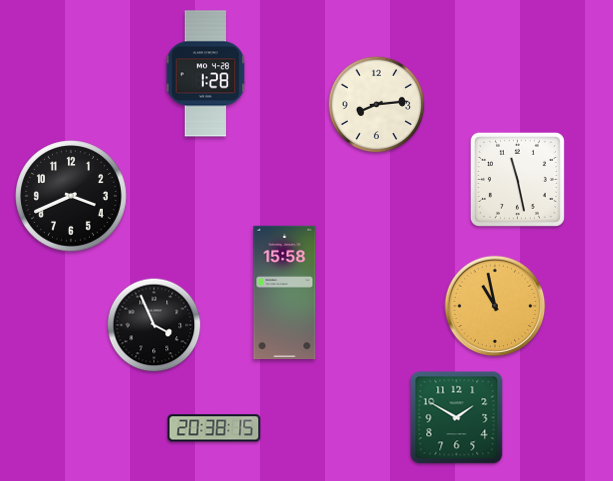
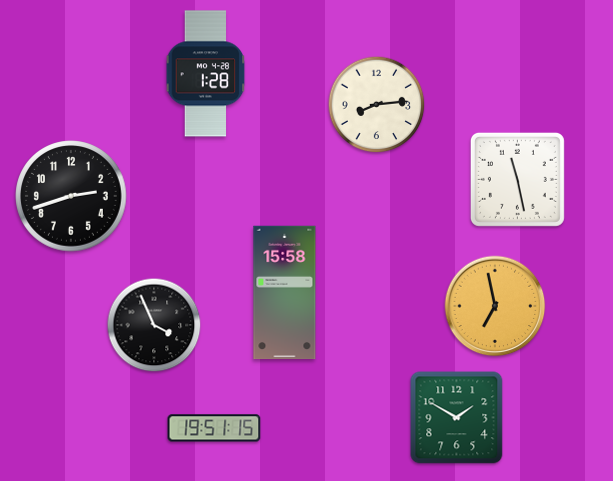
clock at (71, 196): 3:41 -> 2:42
clock at (495, 306): 10:58 -> 6:58
clock at (214, 428): 20:38 -> 19:51
